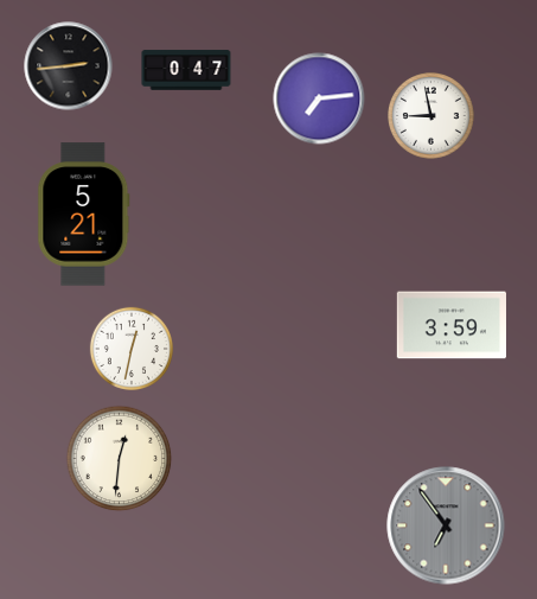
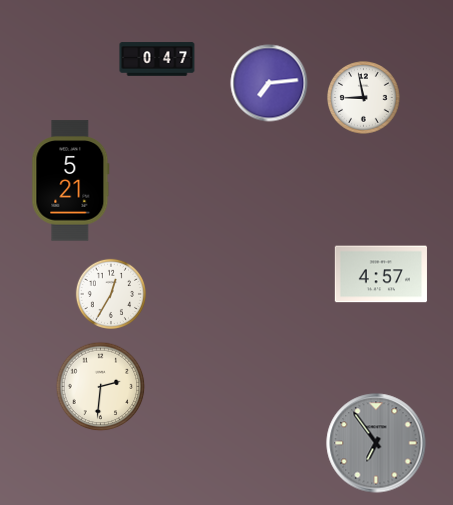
clock at (69, 66): 2:44 -> none
clock at (452, 325): 3:59 -> 4:57
clock at (132, 349): 12:32 -> 12:35
clock at (120, 459): 12:31 -> 2:31
